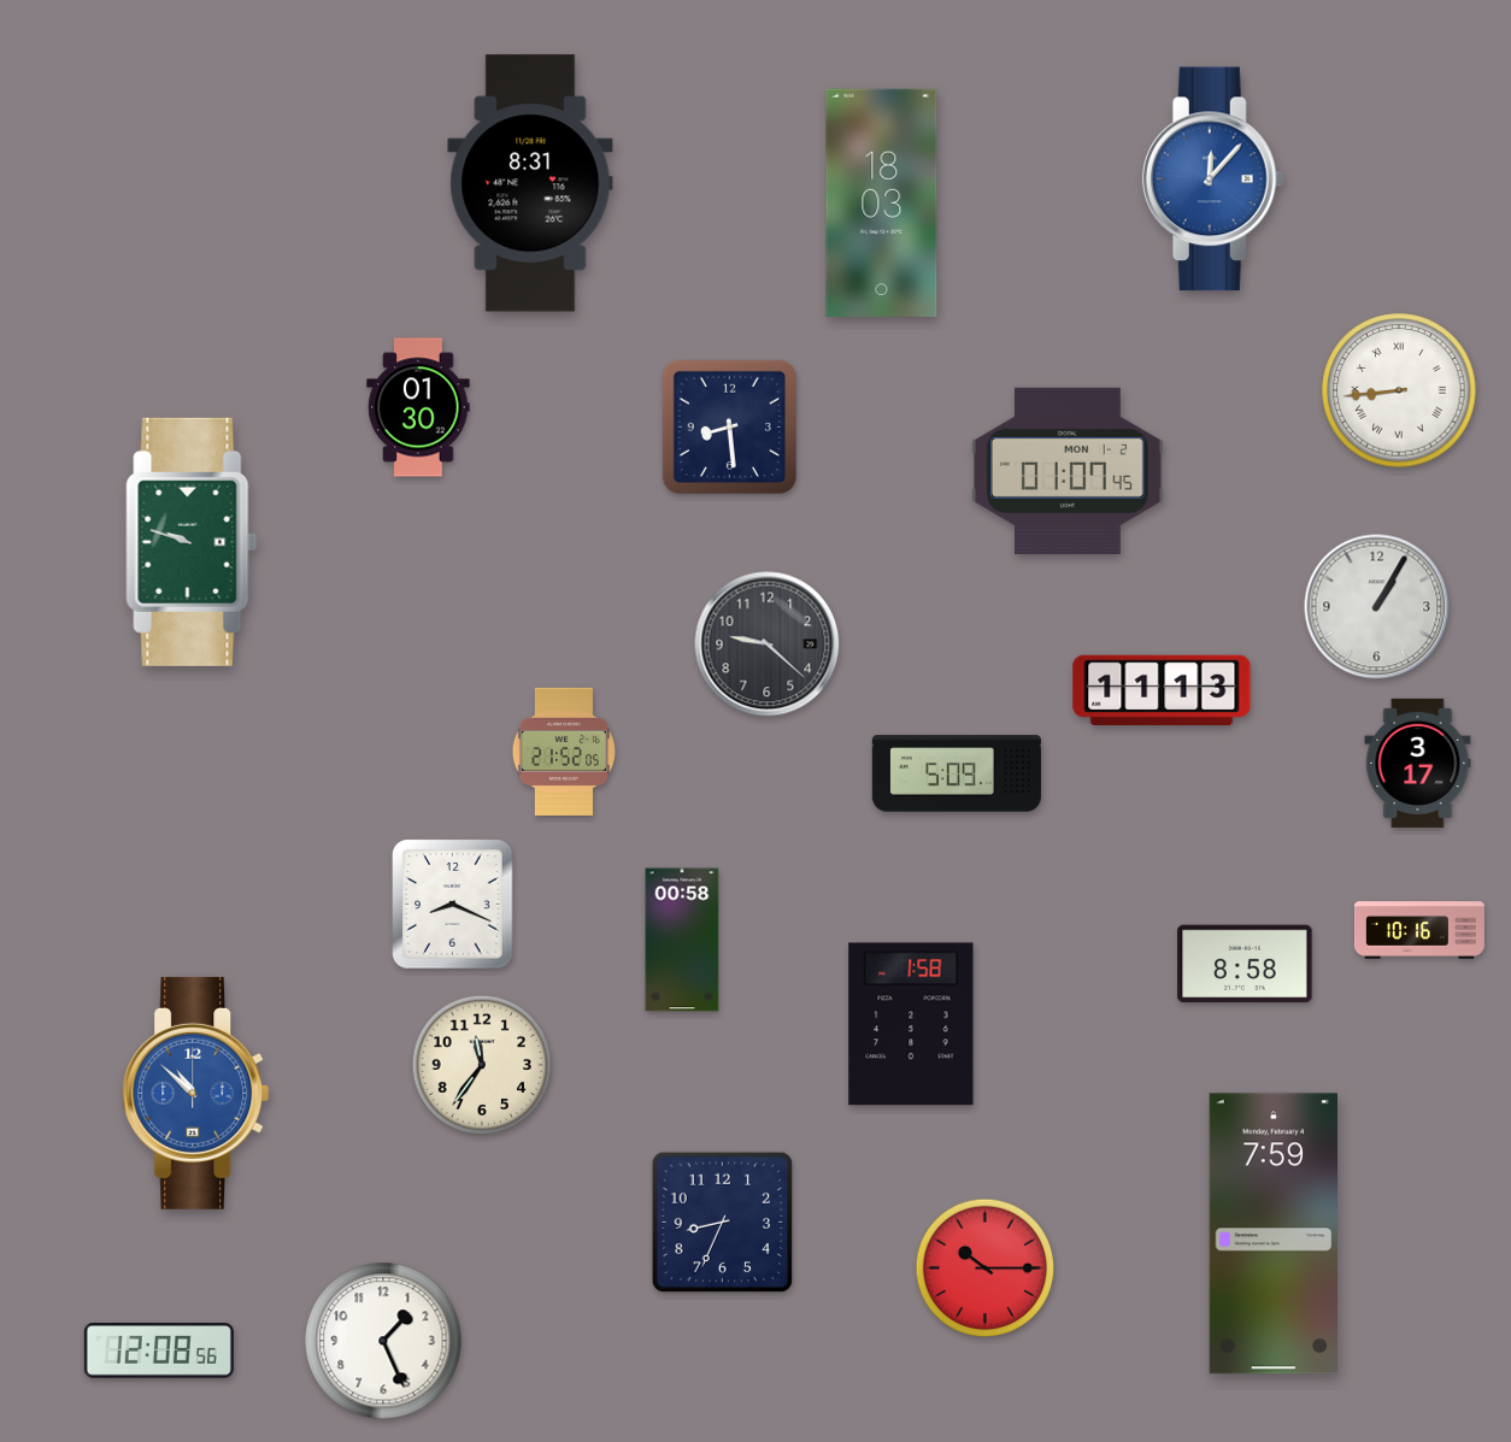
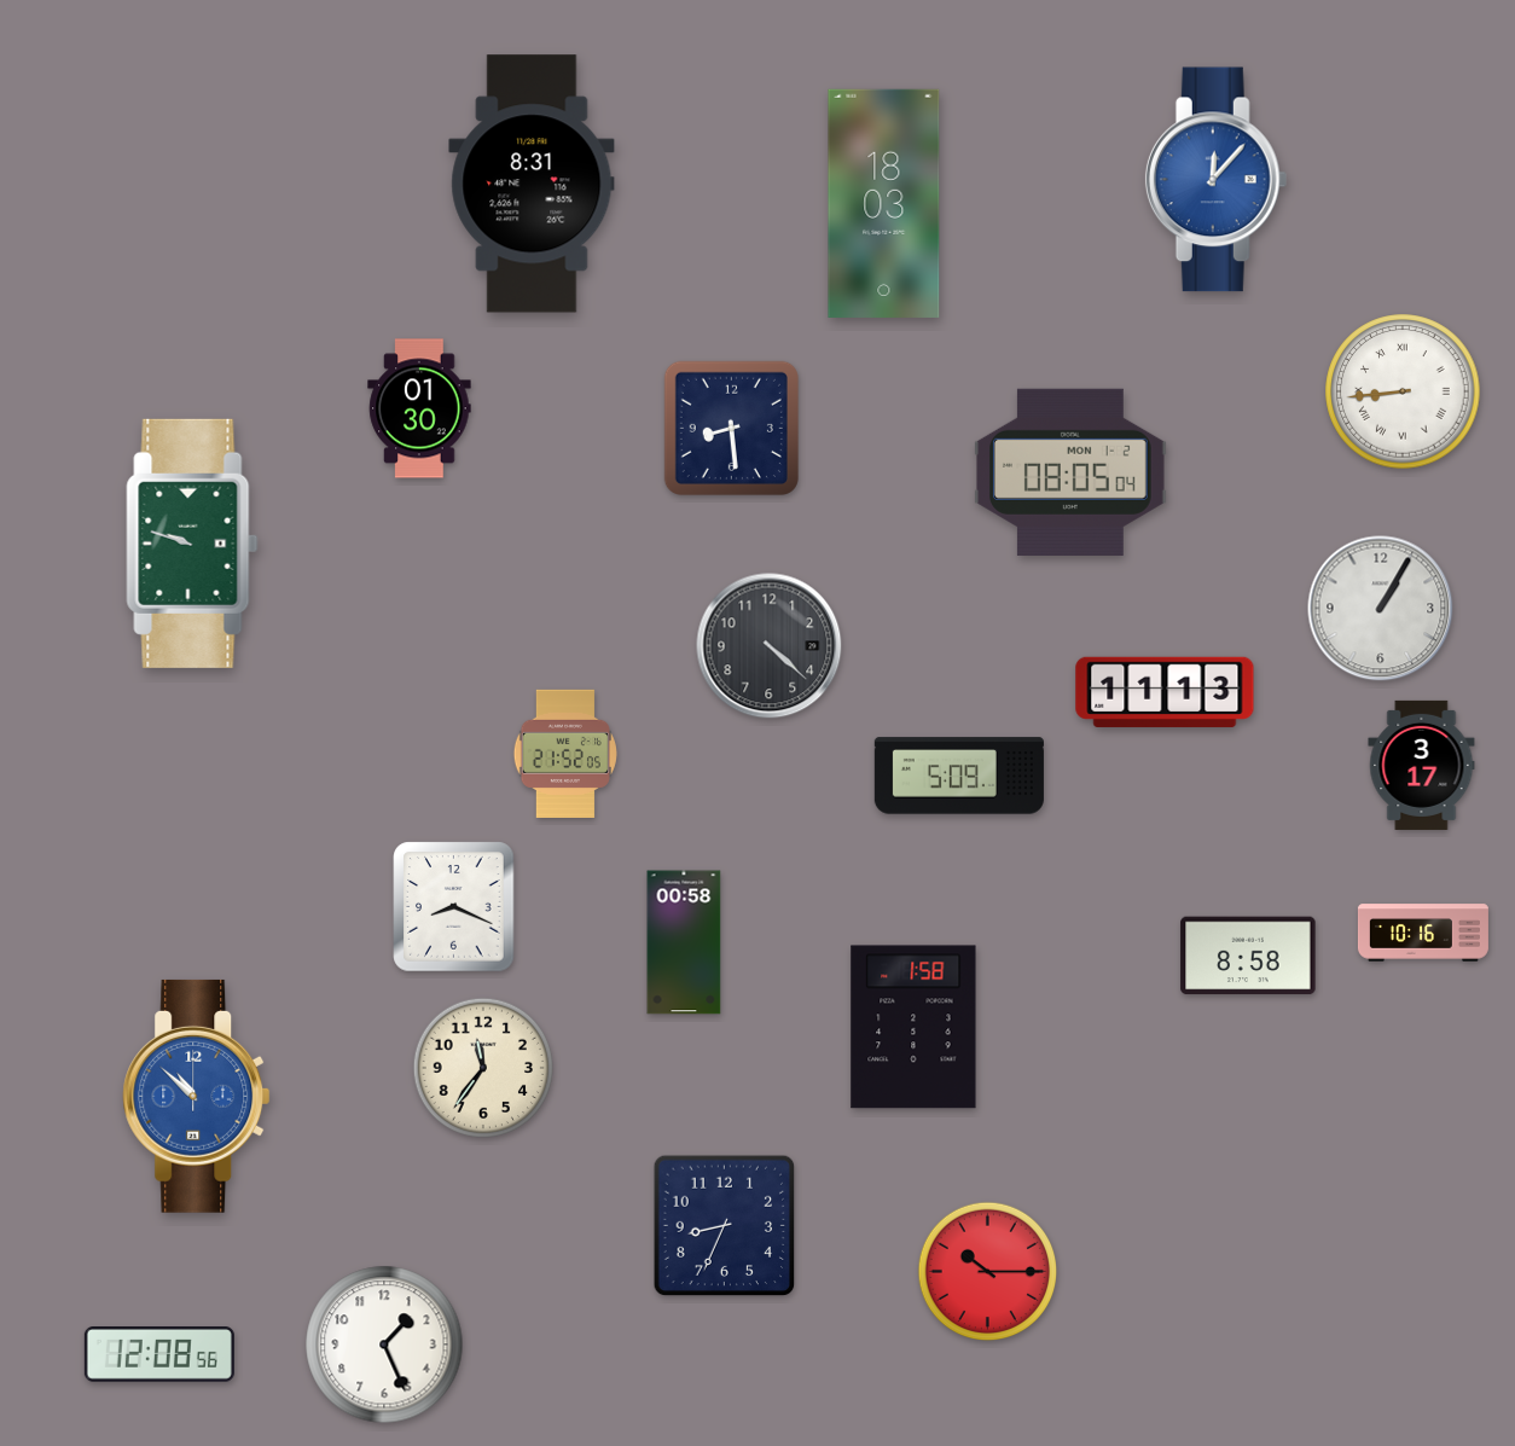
clock at (1069, 471): 01:07 -> 08:05
clock at (768, 645): 9:22 -> 4:22
clock at (1245, 964) position: (1245, 964) -> (1248, 956)
clock at (1272, 1234): 7:59 -> none
